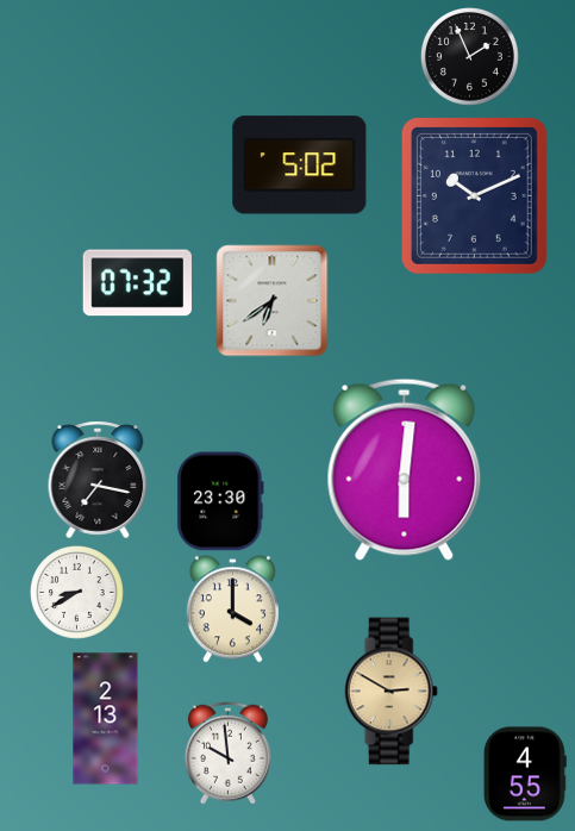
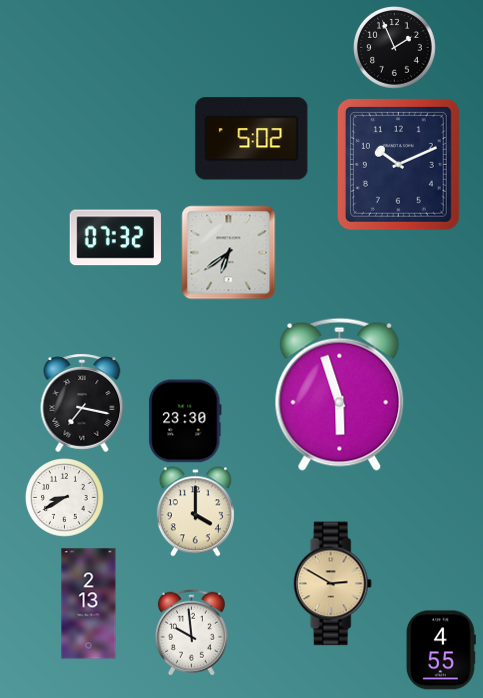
clock at (405, 469): 6:01 -> 5:57
clock at (390, 692) position: (390, 692) -> (332, 584)
